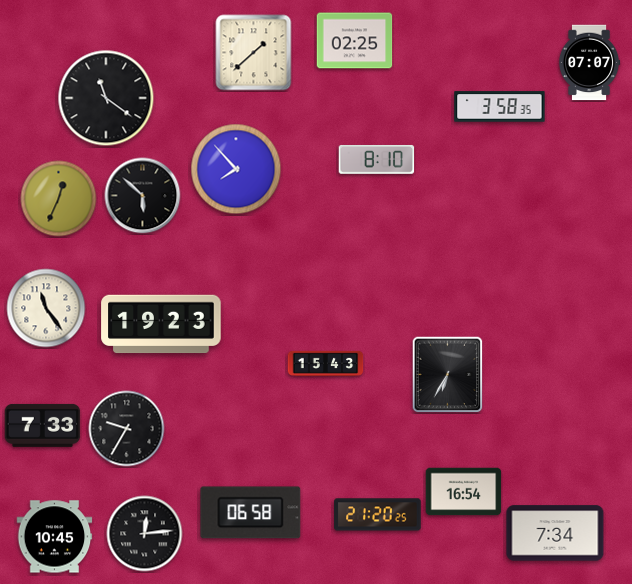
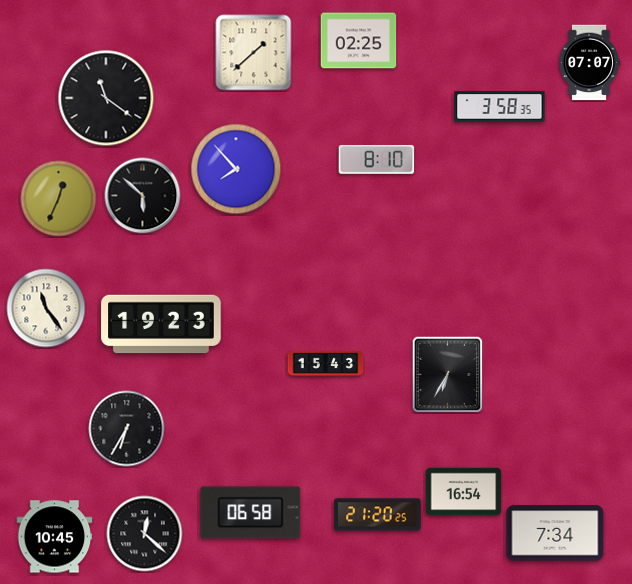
clock at (355, 41) position: (355, 41) -> (359, 41)
clock at (43, 425): 7:33 -> none
clock at (127, 429): 9:35 -> 6:35
clock at (145, 534): 12:14 -> 12:22
